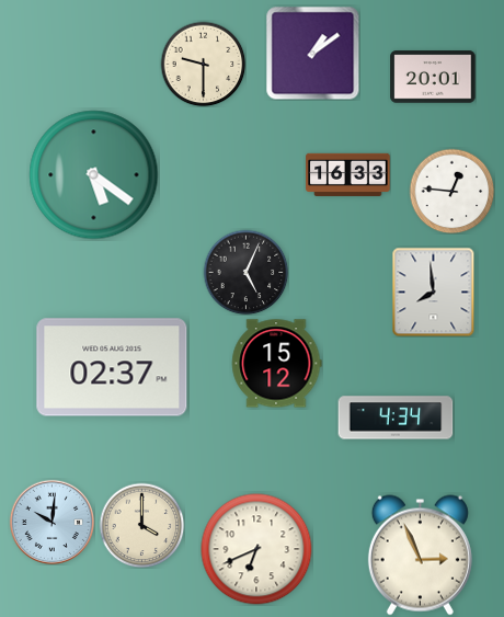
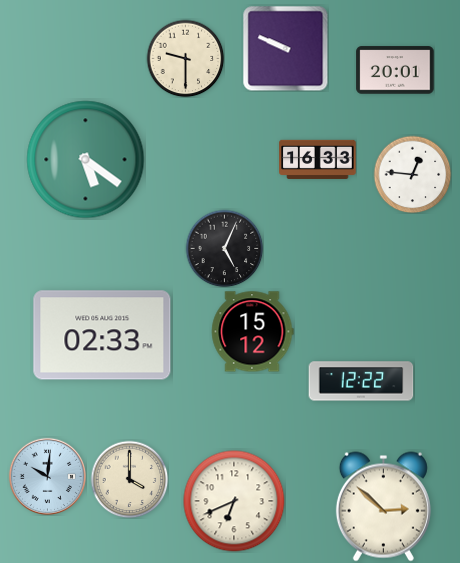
clock at (312, 53): 1:09 -> 9:49
clock at (434, 292): 7:59 -> none
clock at (112, 367): 02:37 -> 02:33
clock at (396, 418): 4:34 -> 12:22
clock at (420, 556): 2:56 -> 2:52
